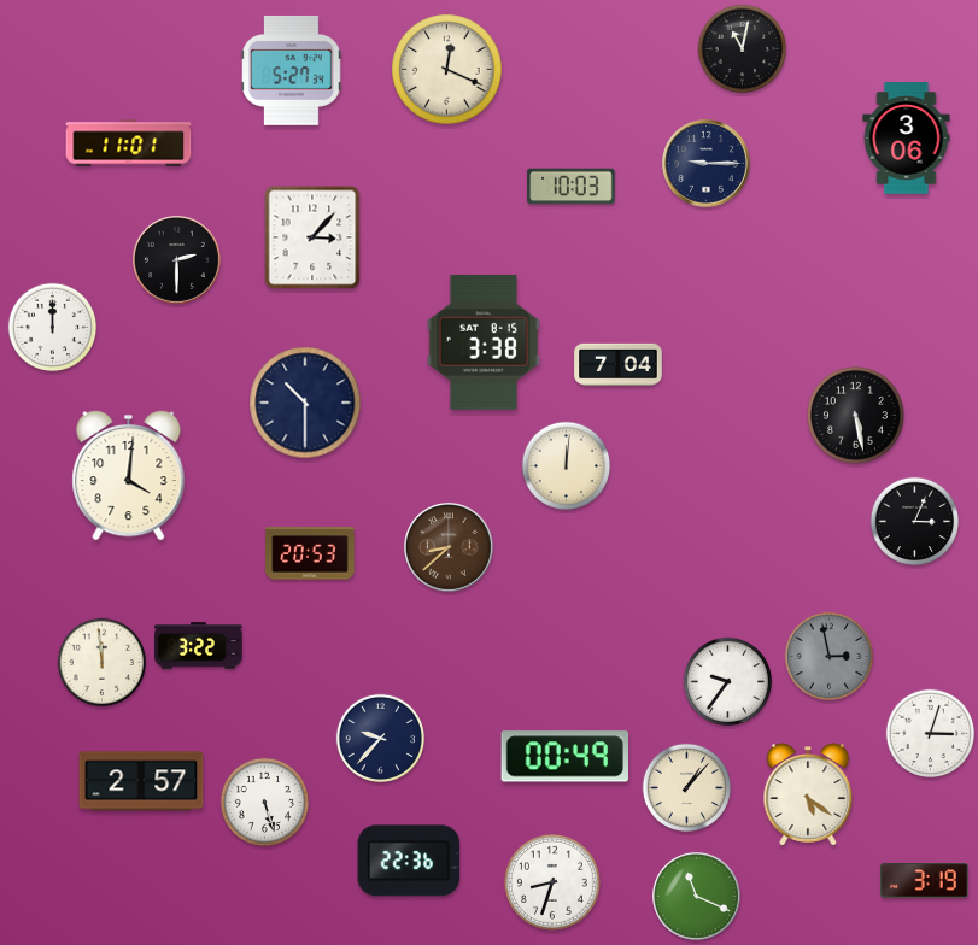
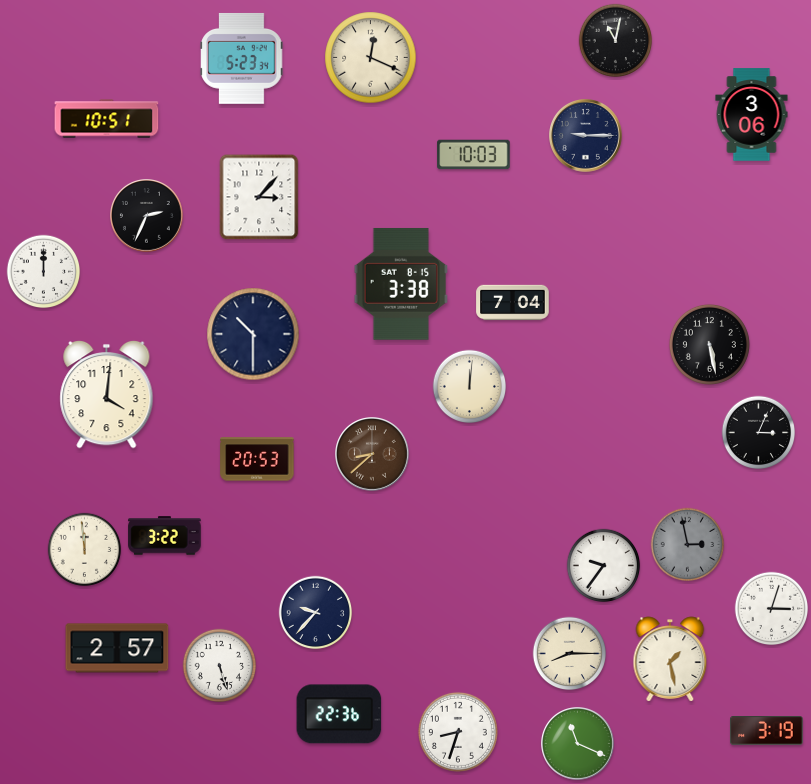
clock at (292, 70): 5:27 -> 5:23
clock at (129, 143): 11:01 -> 10:51
clock at (177, 260): 2:30 -> 2:34
clock at (566, 757): 00:49 -> none
clock at (687, 788): 1:07 -> 8:15
clock at (808, 794): 5:21 -> 1:28
